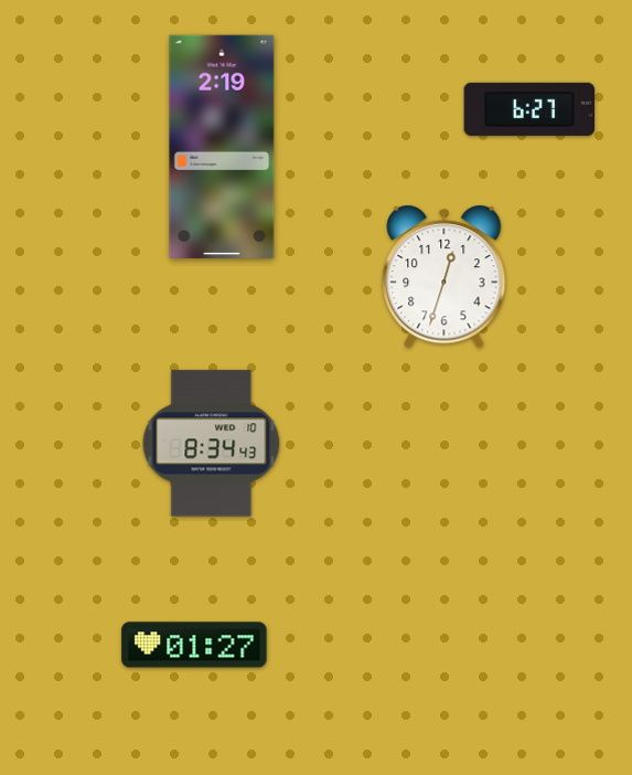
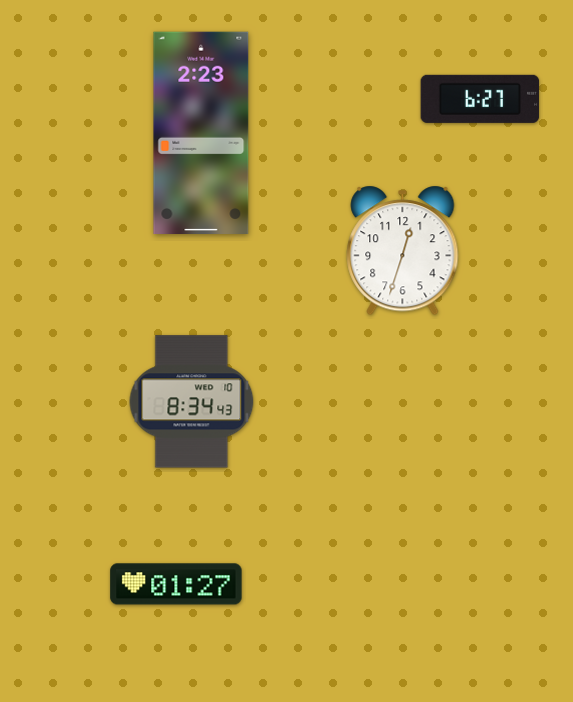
clock at (222, 146): 2:19 -> 2:23
